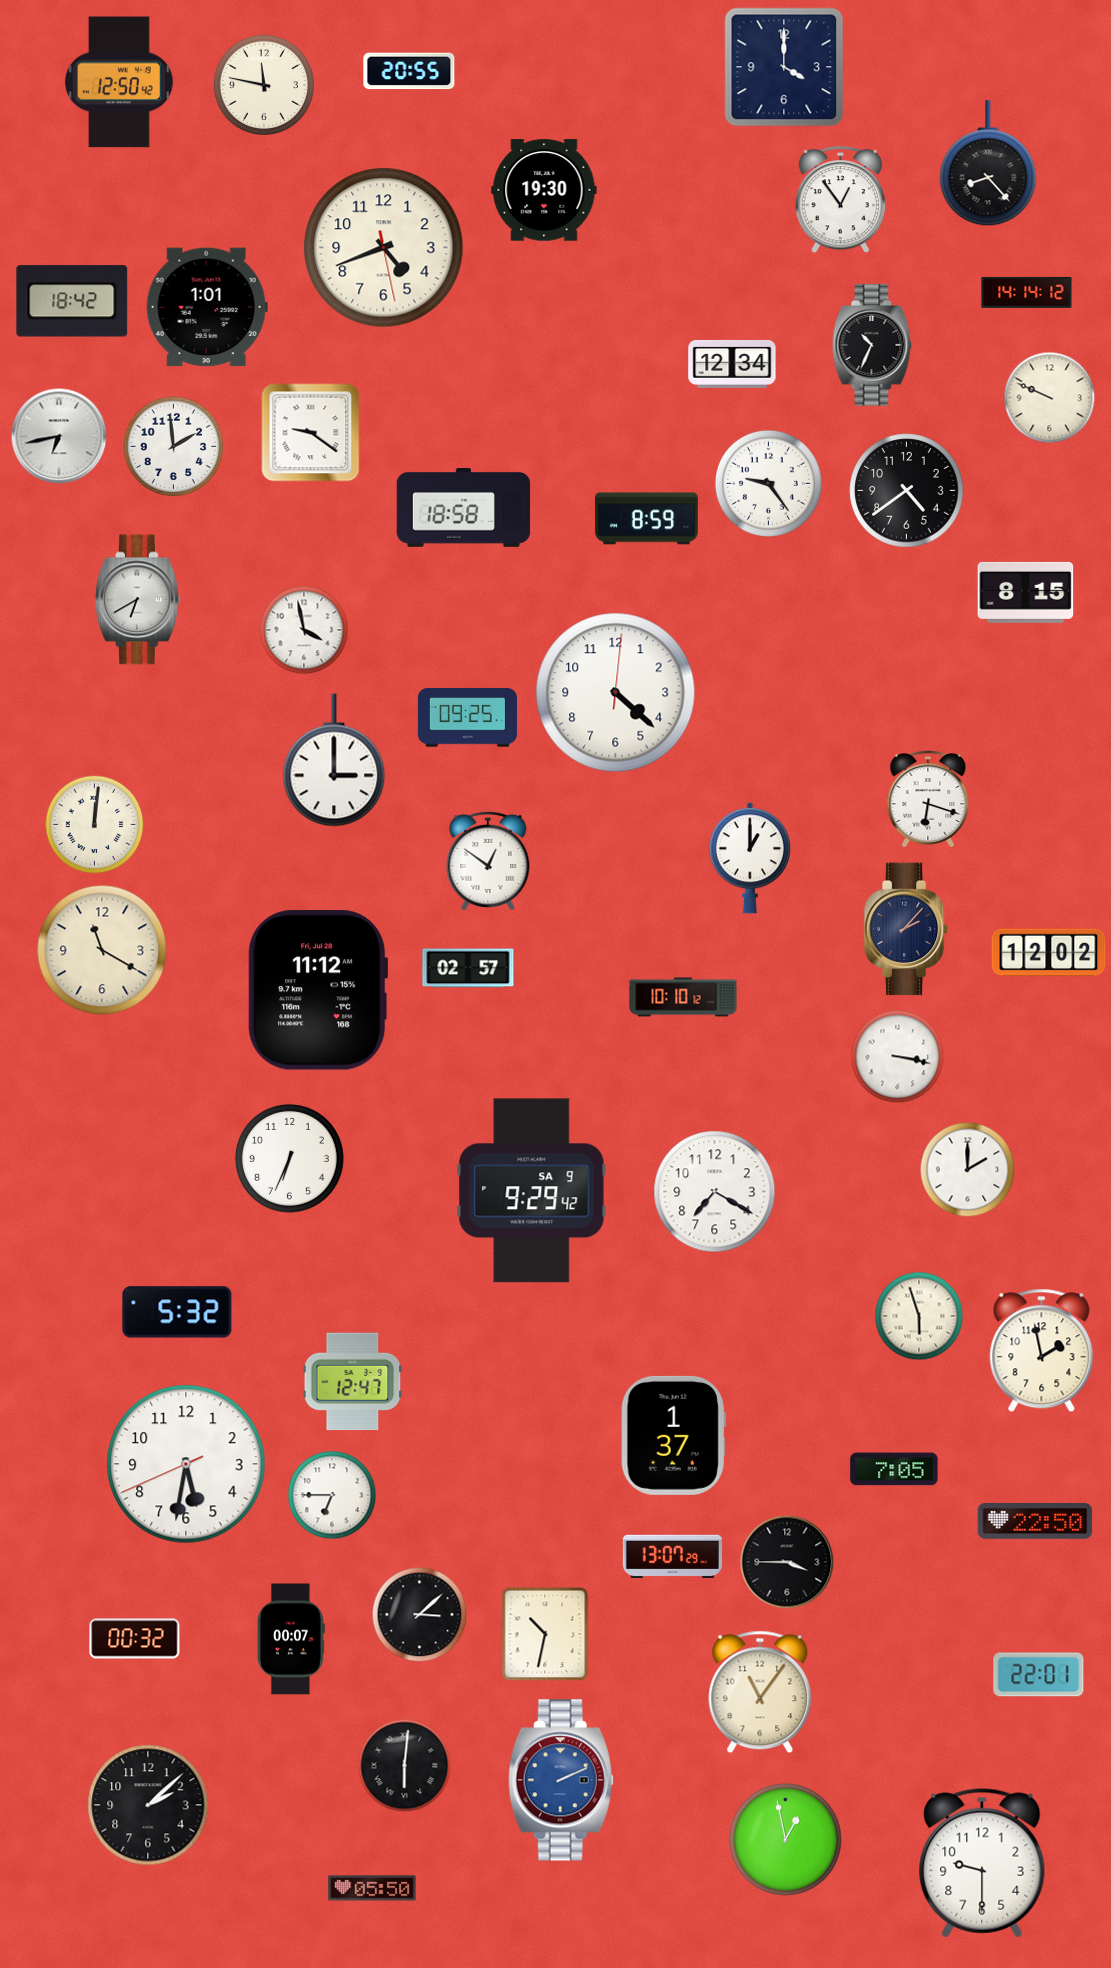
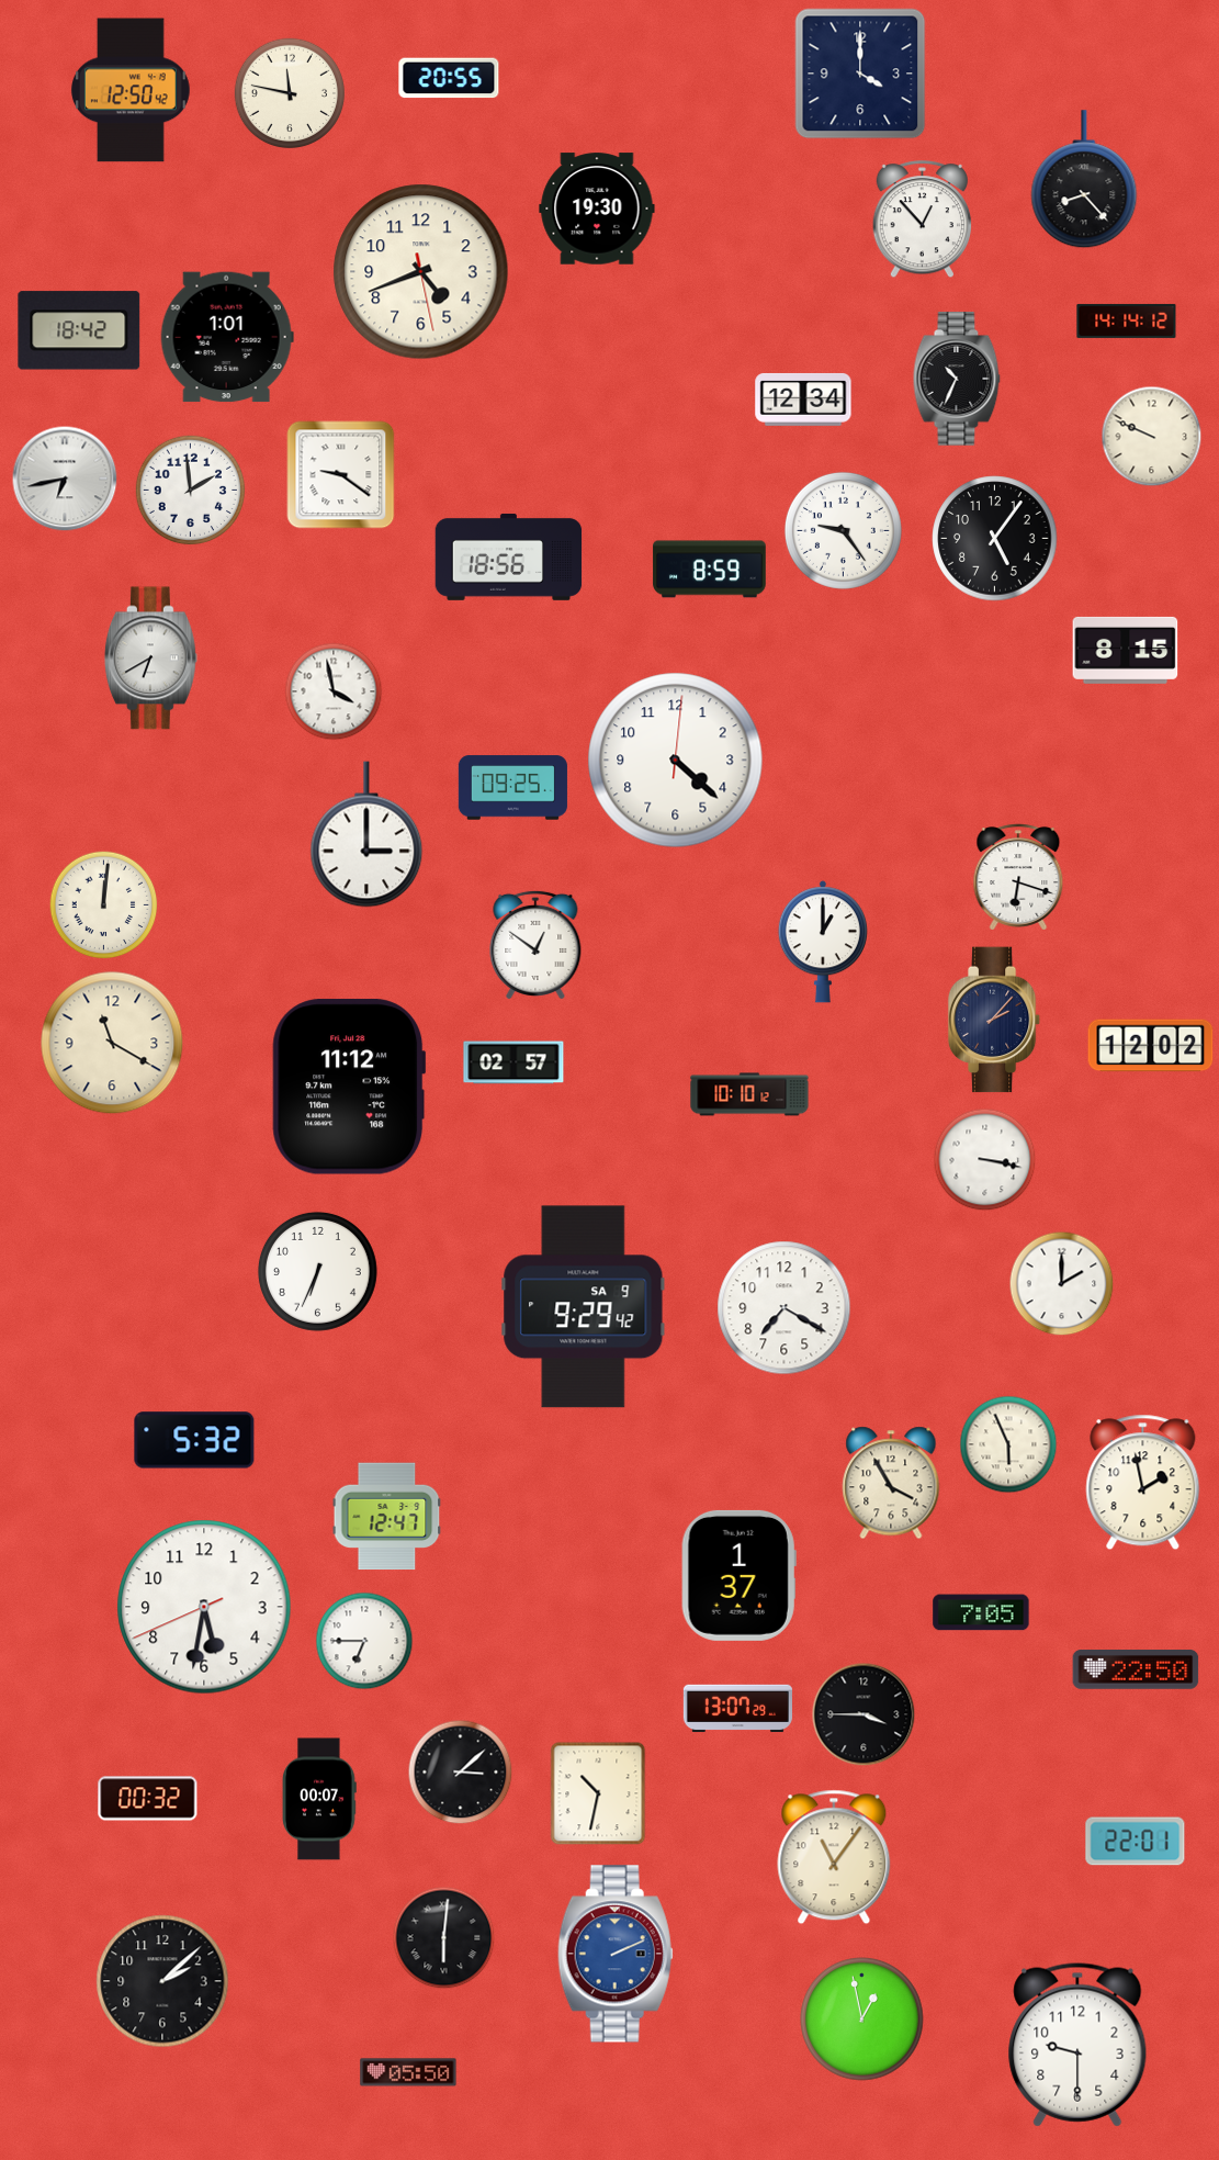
clock at (840, 200): 12:54 -> 12:53
clock at (907, 491): 4:39 -> 5:06
clock at (464, 507): 18:58 -> 18:56
clock at (919, 1316): 5:57 -> 5:56
clock at (891, 1483): none -> 3:55
clock at (1039, 1675) position: (1039, 1675) -> (1136, 1842)
